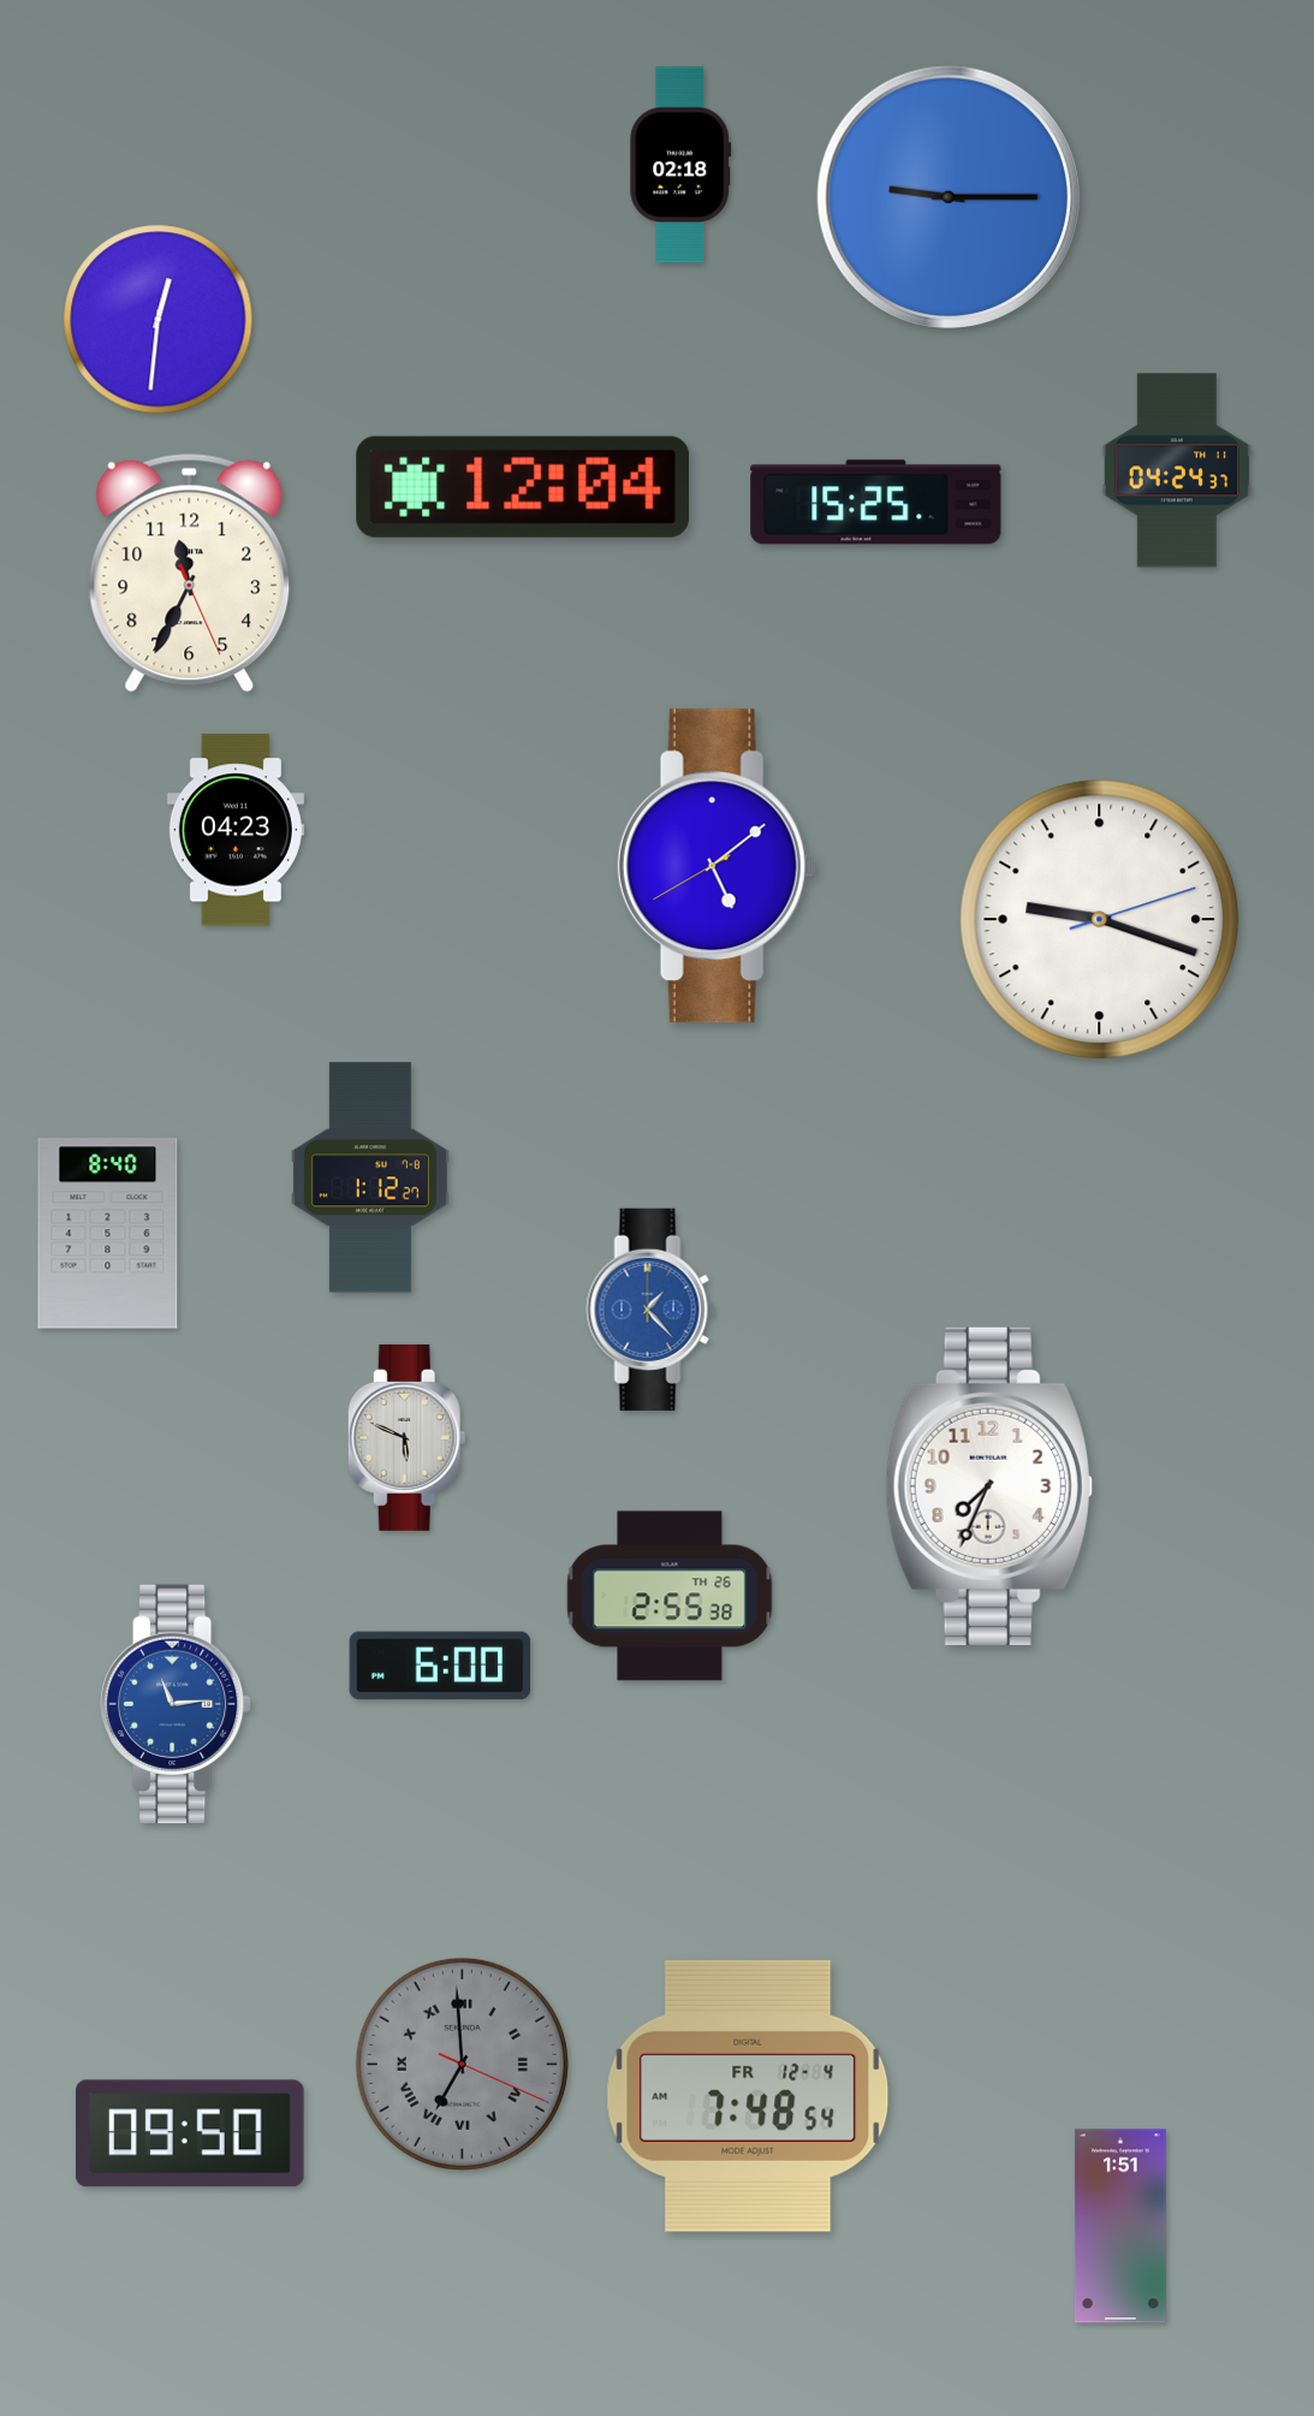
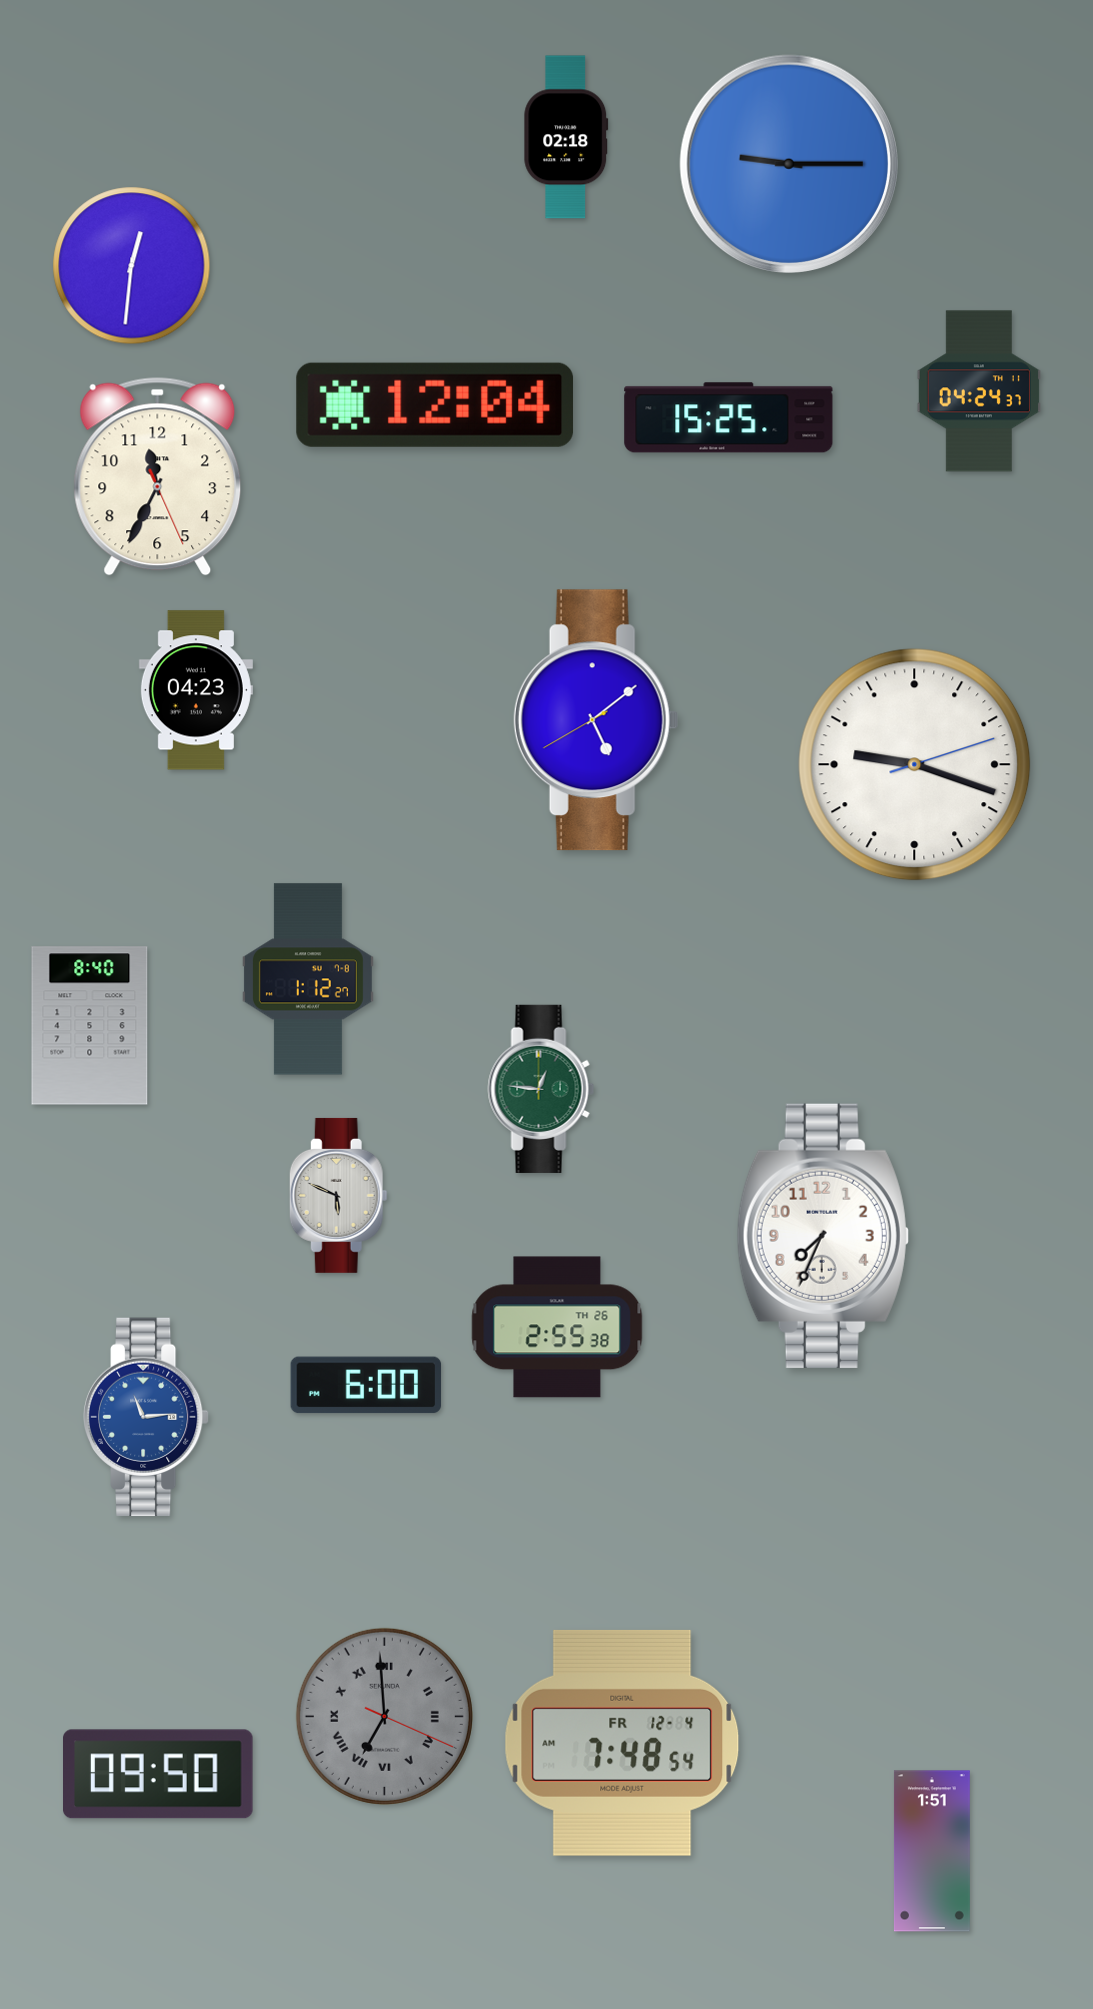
clock at (650, 1310): 1:23 -> 12:46
clock at (650, 1310) dial: blue -> green
